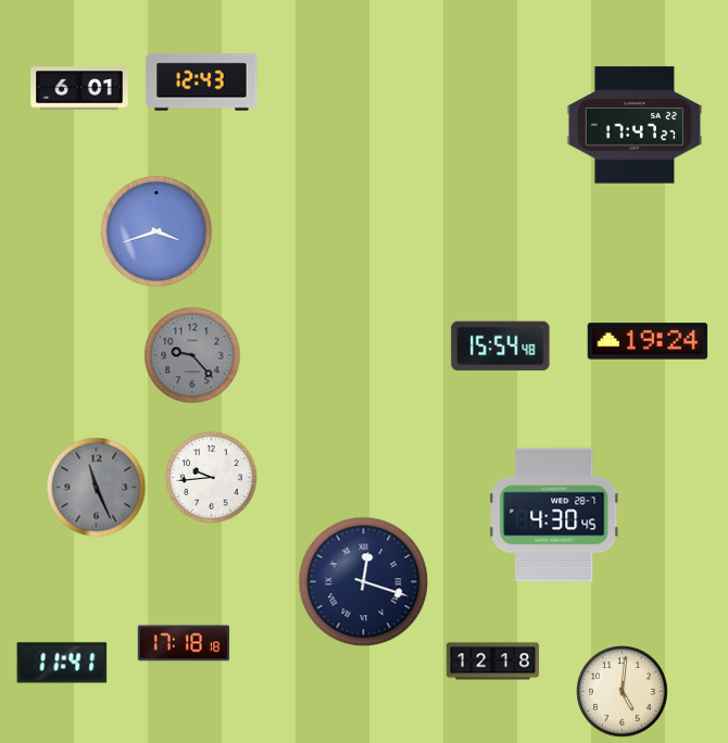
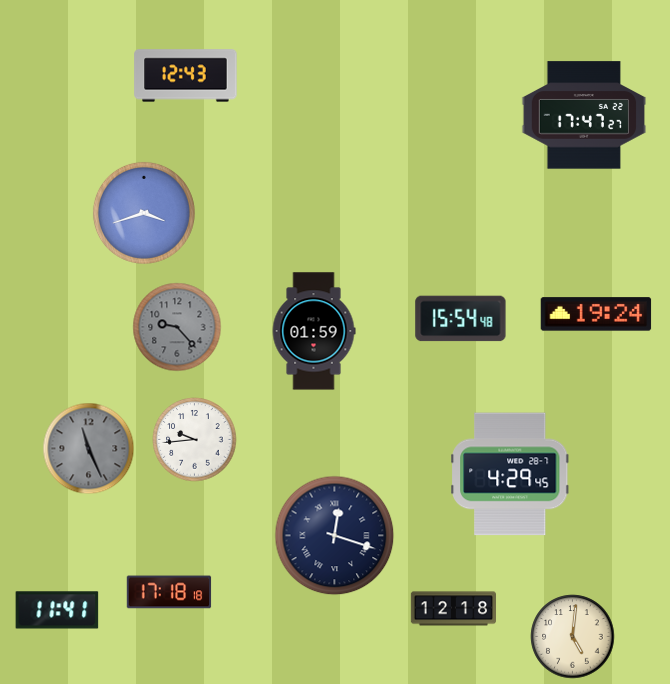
clock at (79, 88): 6:01 -> none
clock at (314, 331): none -> 01:59
clock at (554, 515): 4:30 -> 4:29
